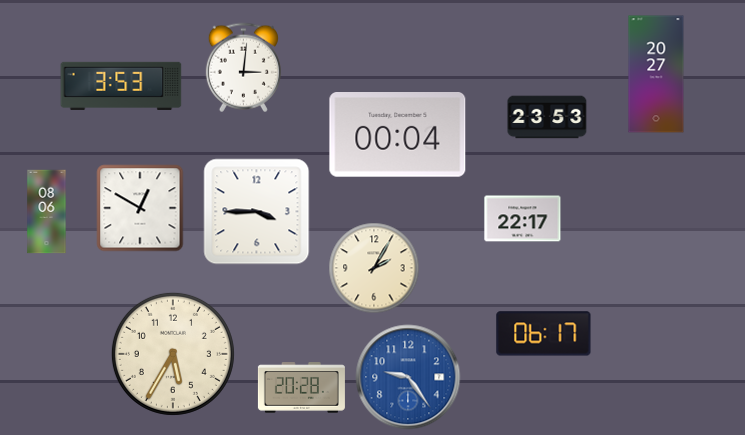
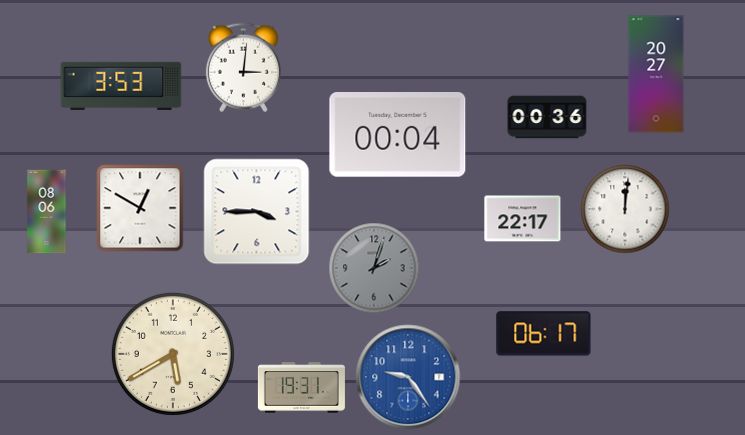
clock at (547, 117): 23:53 -> 00:36
clock at (625, 209): none -> 12:01
clock at (374, 268): 2:05 -> 2:03
clock at (374, 268) dial: cream -> grey
clock at (173, 354): 5:35 -> 5:40
clock at (301, 388): 20:28 -> 19:31
